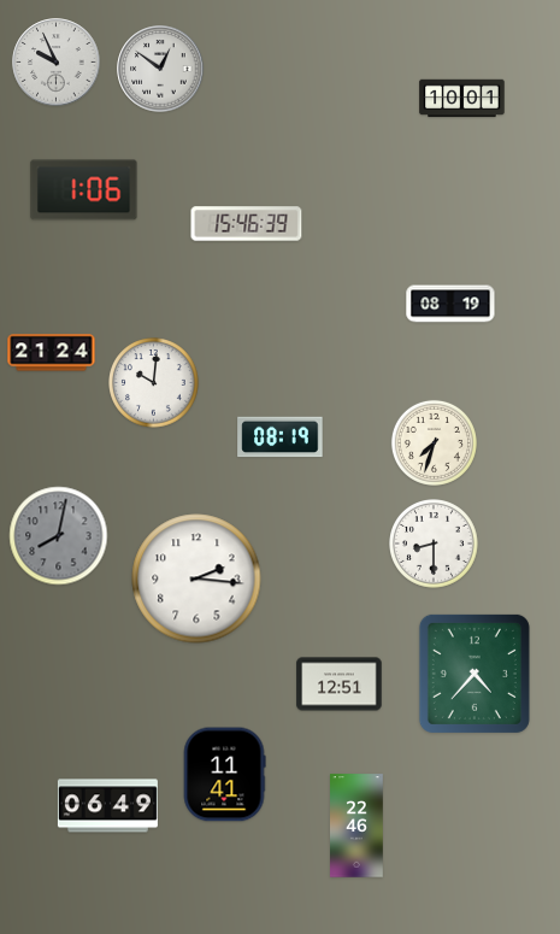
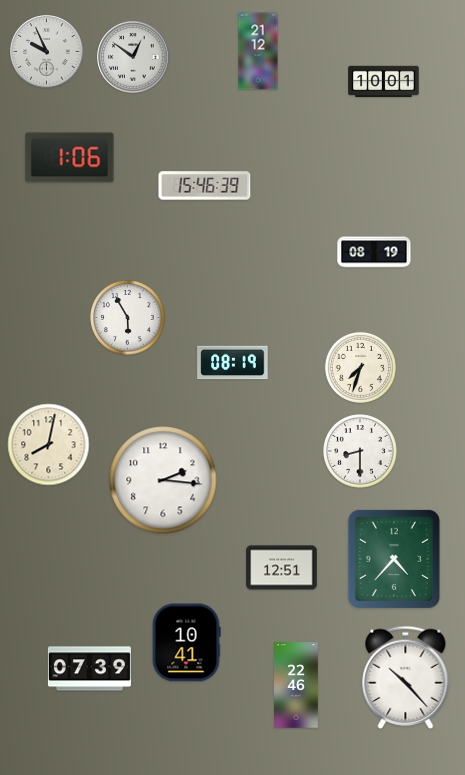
clock at (258, 51): none -> 21:12
clock at (52, 353): 21:24 -> none
clock at (154, 383): 10:01 -> 5:55
clock at (59, 536) dial: grey -> cream
clock at (224, 775): 11:41 -> 10:41
clock at (107, 806): 06:49 -> 07:39
clock at (406, 678): none -> 10:23
